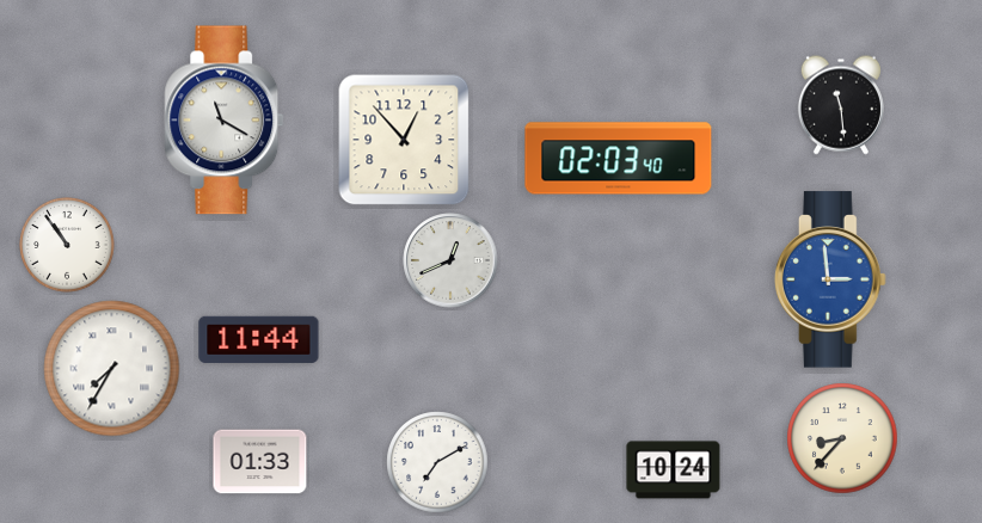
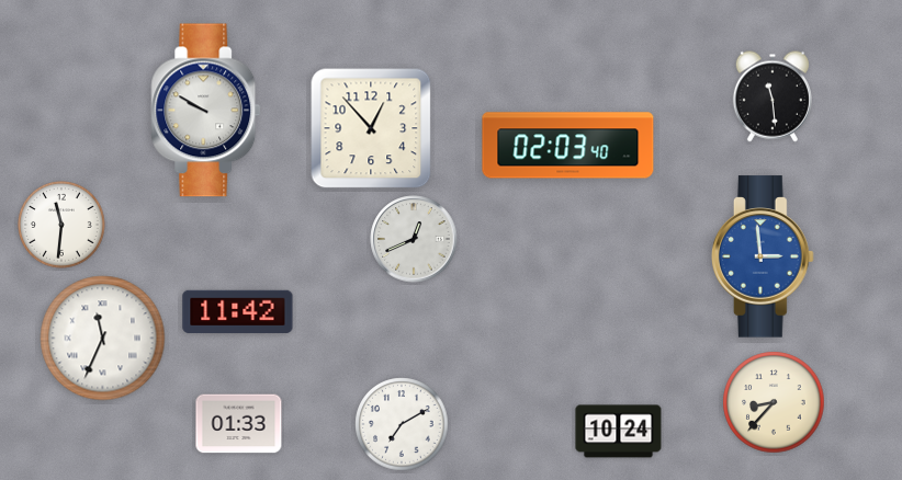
clock at (225, 121): 11:20 -> 9:50
clock at (67, 245): 10:54 -> 11:31
clock at (259, 339): 11:44 -> 11:42
clock at (112, 369): 7:35 -> 11:34
